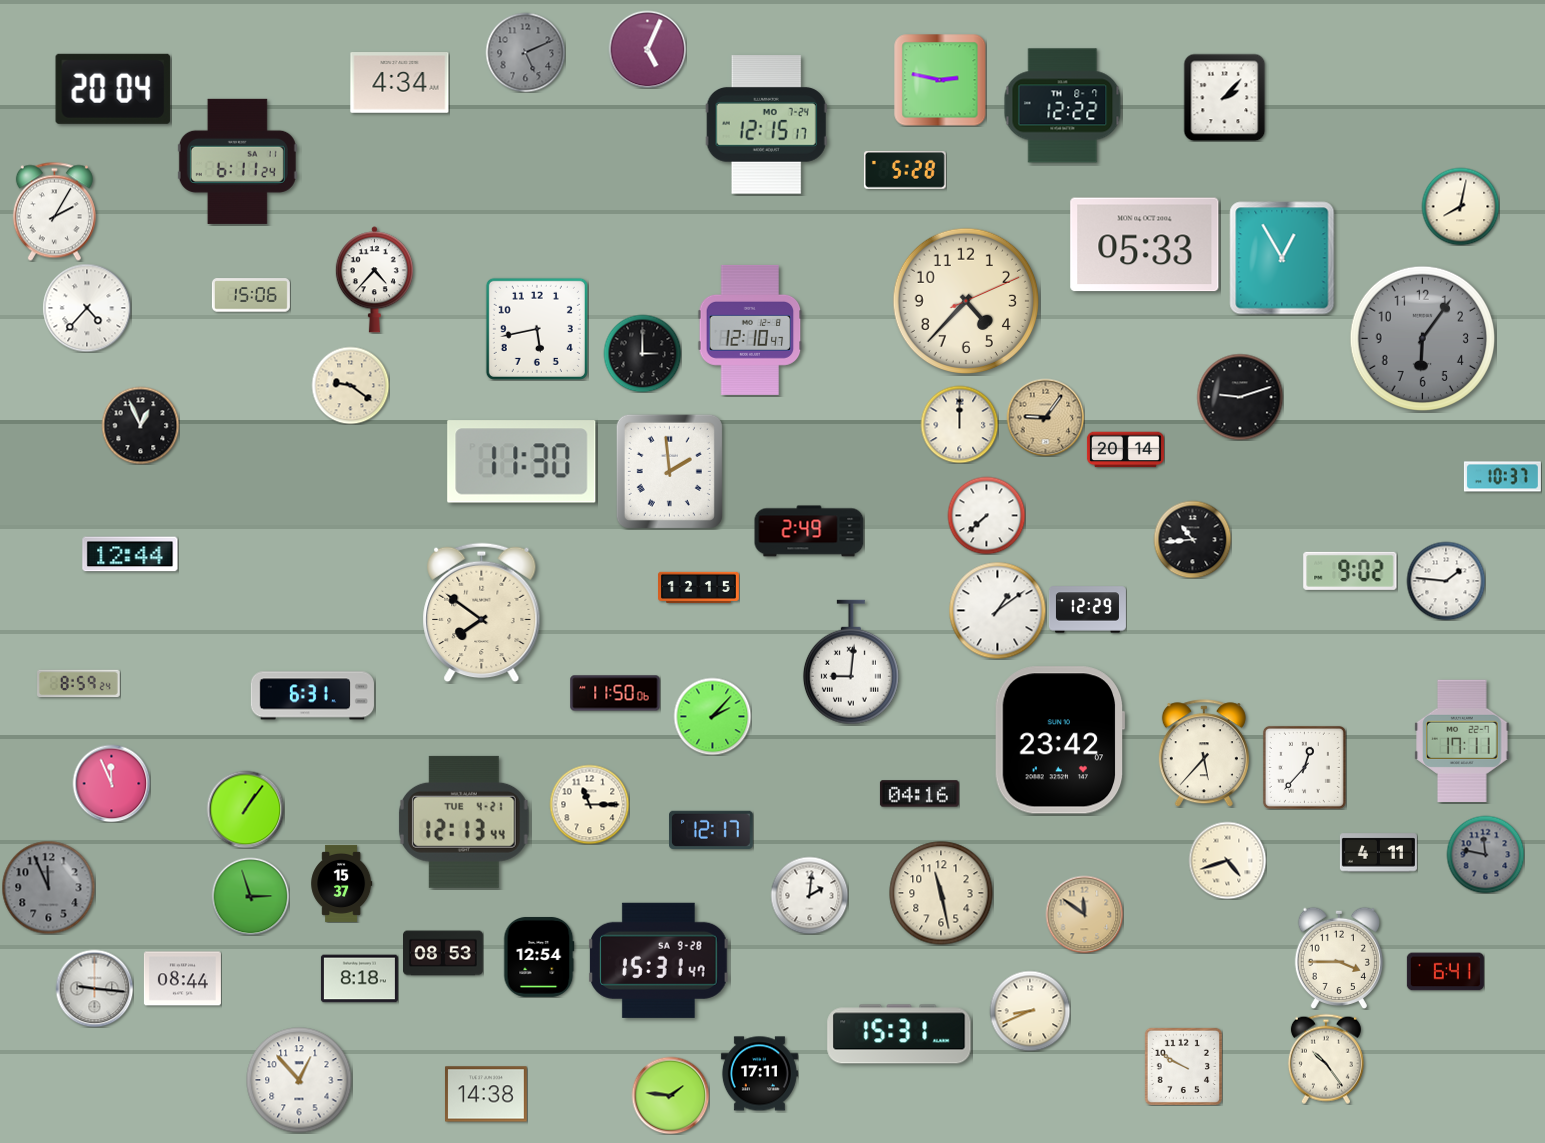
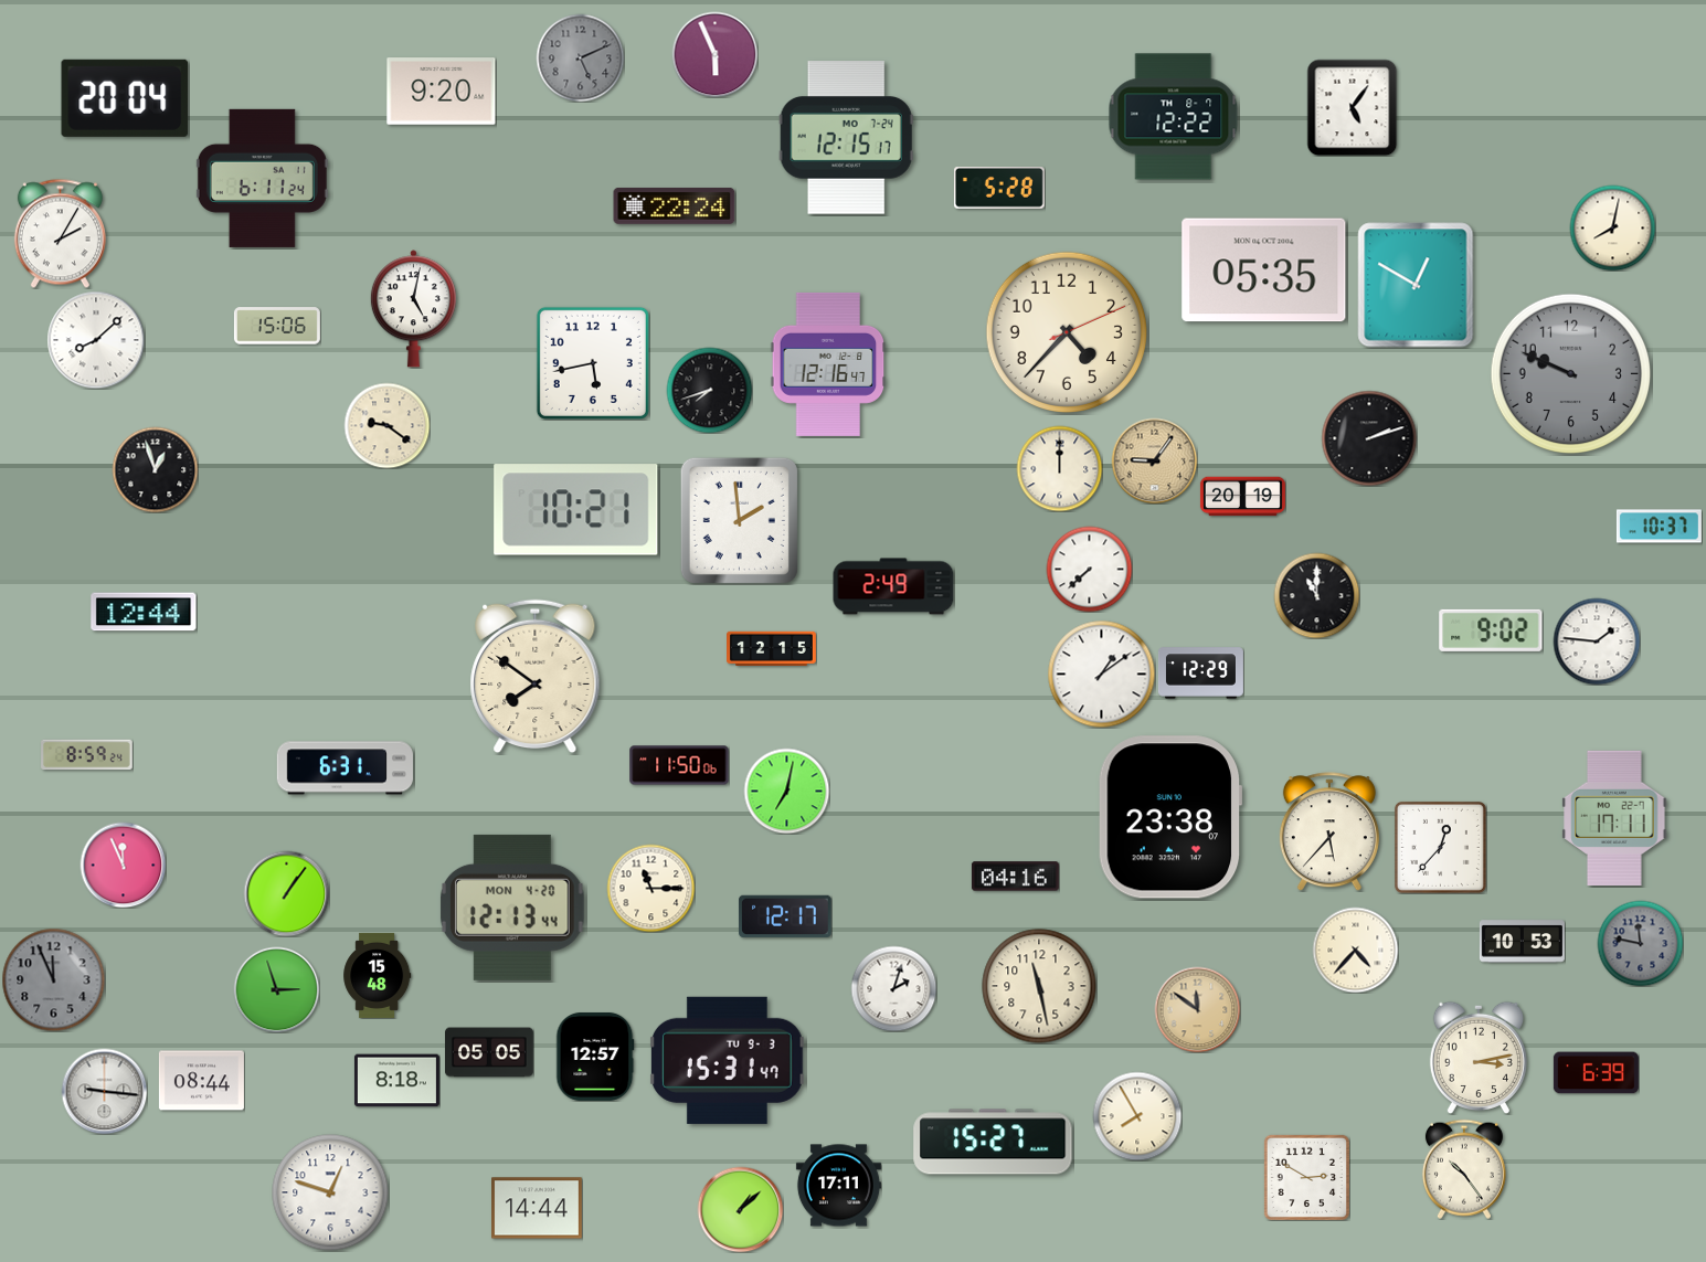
clock at (647, 49): 5:04 -> 5:56
clock at (940, 80): 2:47 -> none
clock at (400, 83): 4:34 -> 9:20
clock at (1225, 97): 2:07 -> 5:06
clock at (675, 205): none -> 22:24
clock at (1145, 245): 05:33 -> 05:35
clock at (1282, 258): 12:55 -> 12:50
clock at (374, 280): 4:37 -> 5:02
clock at (87, 308): 4:37 -> 8:08
clock at (750, 330): 12:10 -> 12:16
clock at (1422, 338): 6:06 -> 9:49
clock at (642, 353): 3:00 -> 7:42
clock at (1240, 397): 9:12 -> 2:12
clock at (140, 425): 12:56 -> 12:57
clock at (1125, 450): 20:14 -> 20:19
clock at (522, 462): 11:30 -> 10:21
clock at (1192, 539): 10:44 -> 11:00
clock at (482, 613) position: (482, 613) -> (536, 677)
clock at (851, 662): 9:01 -> none
clock at (712, 716): 2:07 -> 7:02
clock at (1060, 740): 23:42 -> 23:38
clock at (245, 809) position: (245, 809) -> (286, 893)
clock at (464, 822) date: TUE 4-21 -> MON 4-20
clock at (1378, 853): 4:11 -> 10:53
clock at (1227, 860): 4:42 -> 4:37
clock at (342, 883): 15:37 -> 15:48
clock at (809, 895): 2:01 -> 2:03
clock at (444, 953): 08:53 -> 05:05
clock at (539, 957): 12:54 -> 12:57
clock at (1339, 957): 3:45 -> 3:13
clock at (659, 960) date: SA 9-28 -> TU 9-3
clock at (1445, 972): 6:41 -> 6:39
clock at (1030, 1011): 8:41 -> 7:55
clock at (899, 1034): 15:31 -> 15:27
clock at (1183, 1066): 9:50 -> 2:50
clock at (299, 1080): 12:53 -> 12:48
clock at (487, 1094): 14:38 -> 14:44
clock at (670, 1095): 1:46 -> 1:08
